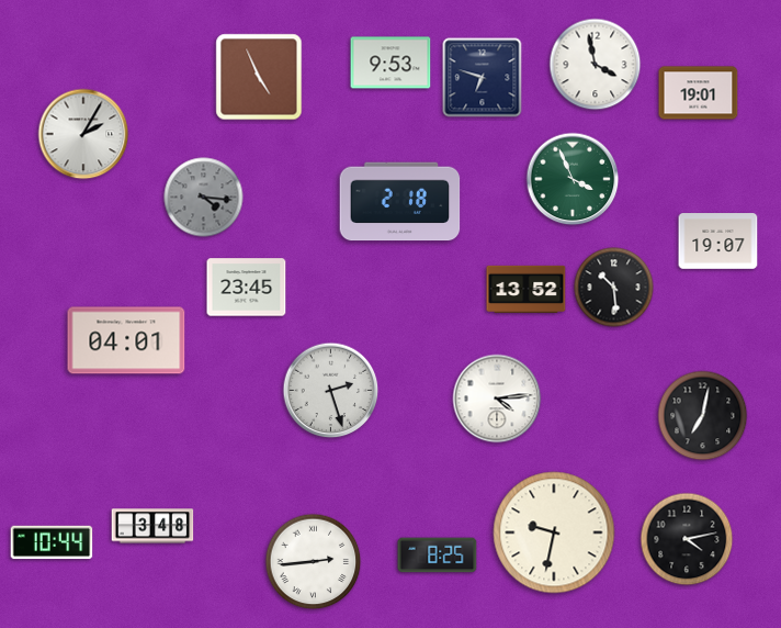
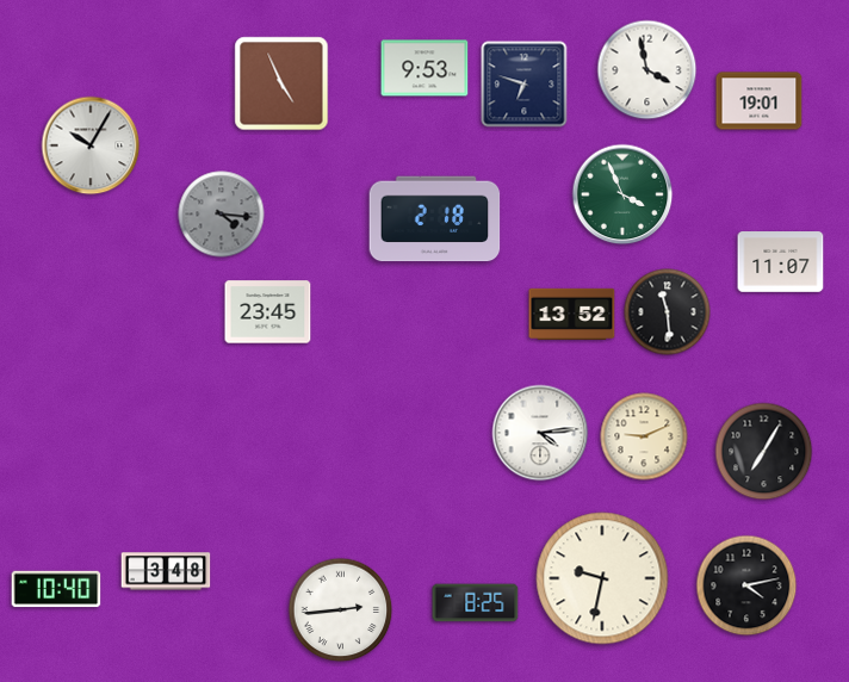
clock at (83, 134): 2:05 -> 10:05
clock at (718, 242): 19:07 -> 11:07
clock at (614, 288): 10:29 -> 11:29
clock at (126, 340): 04:01 -> none
clock at (331, 391): 2:27 -> none
clock at (644, 436): none -> 9:11
clock at (703, 416): 7:02 -> 7:05
clock at (52, 542): 10:44 -> 10:40
